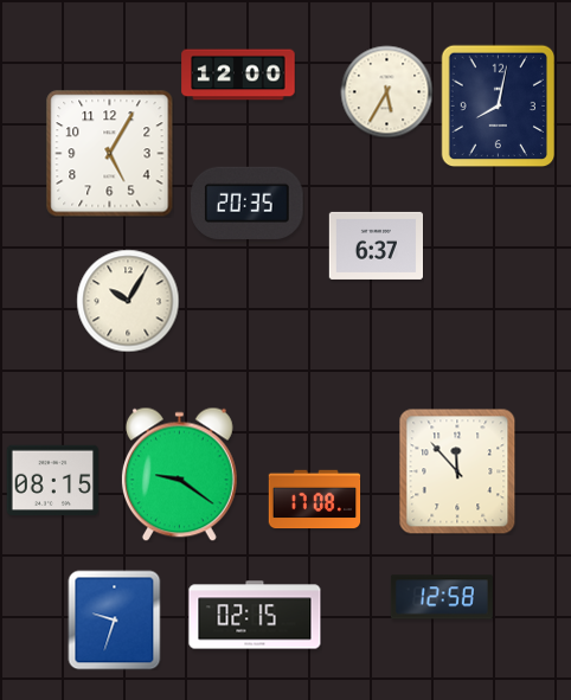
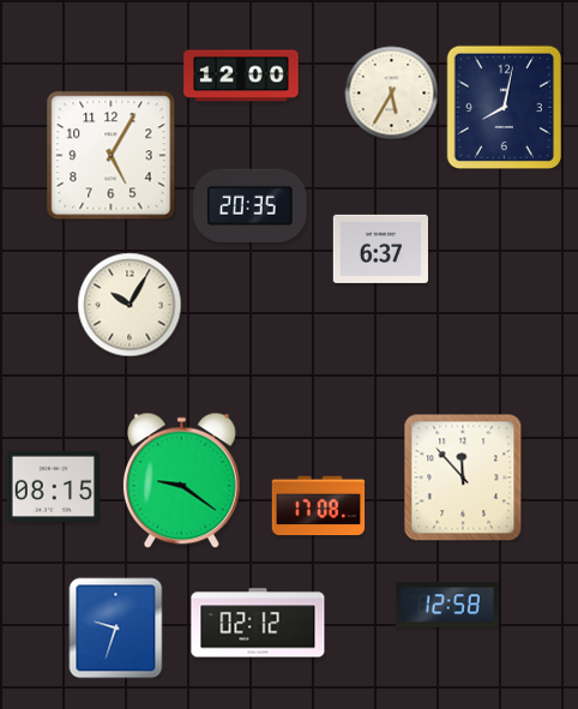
clock at (255, 615): 02:15 -> 02:12
